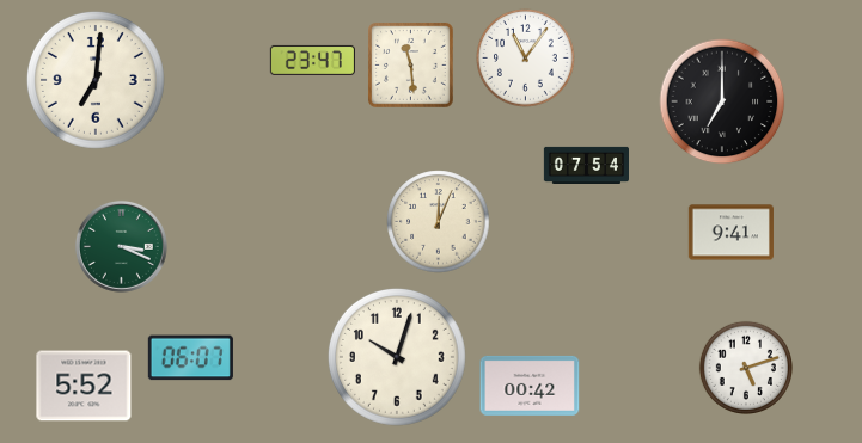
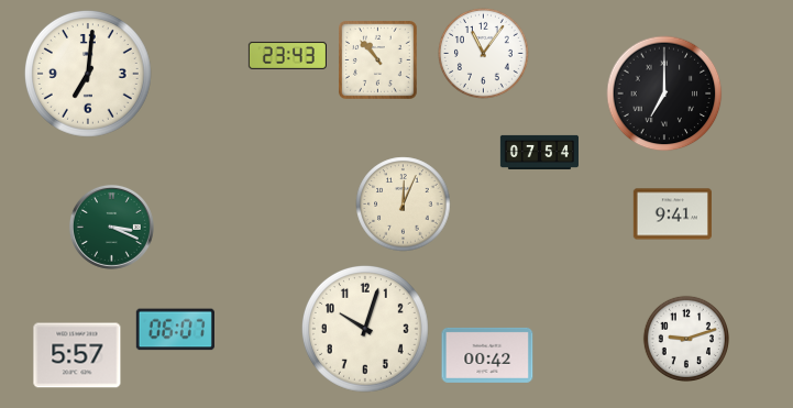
clock at (312, 60): 23:47 -> 23:43
clock at (410, 64): 11:29 -> 10:53
clock at (745, 367): 5:12 -> 9:12
clock at (84, 386): 5:52 -> 5:57
